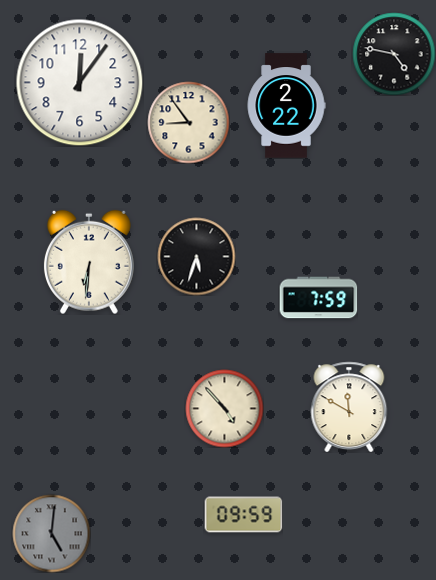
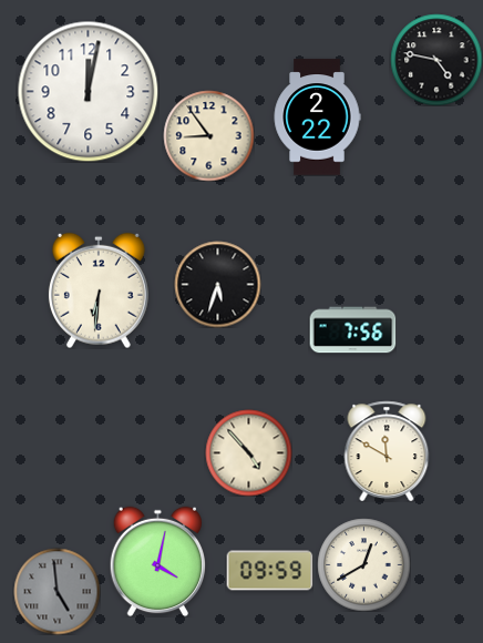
clock at (79, 82): 12:06 -> 12:02
clock at (318, 298): 7:59 -> 7:56
clock at (157, 561): none -> 4:02
clock at (363, 564): none -> 12:40
clock at (51, 533): 5:01 -> 4:59
